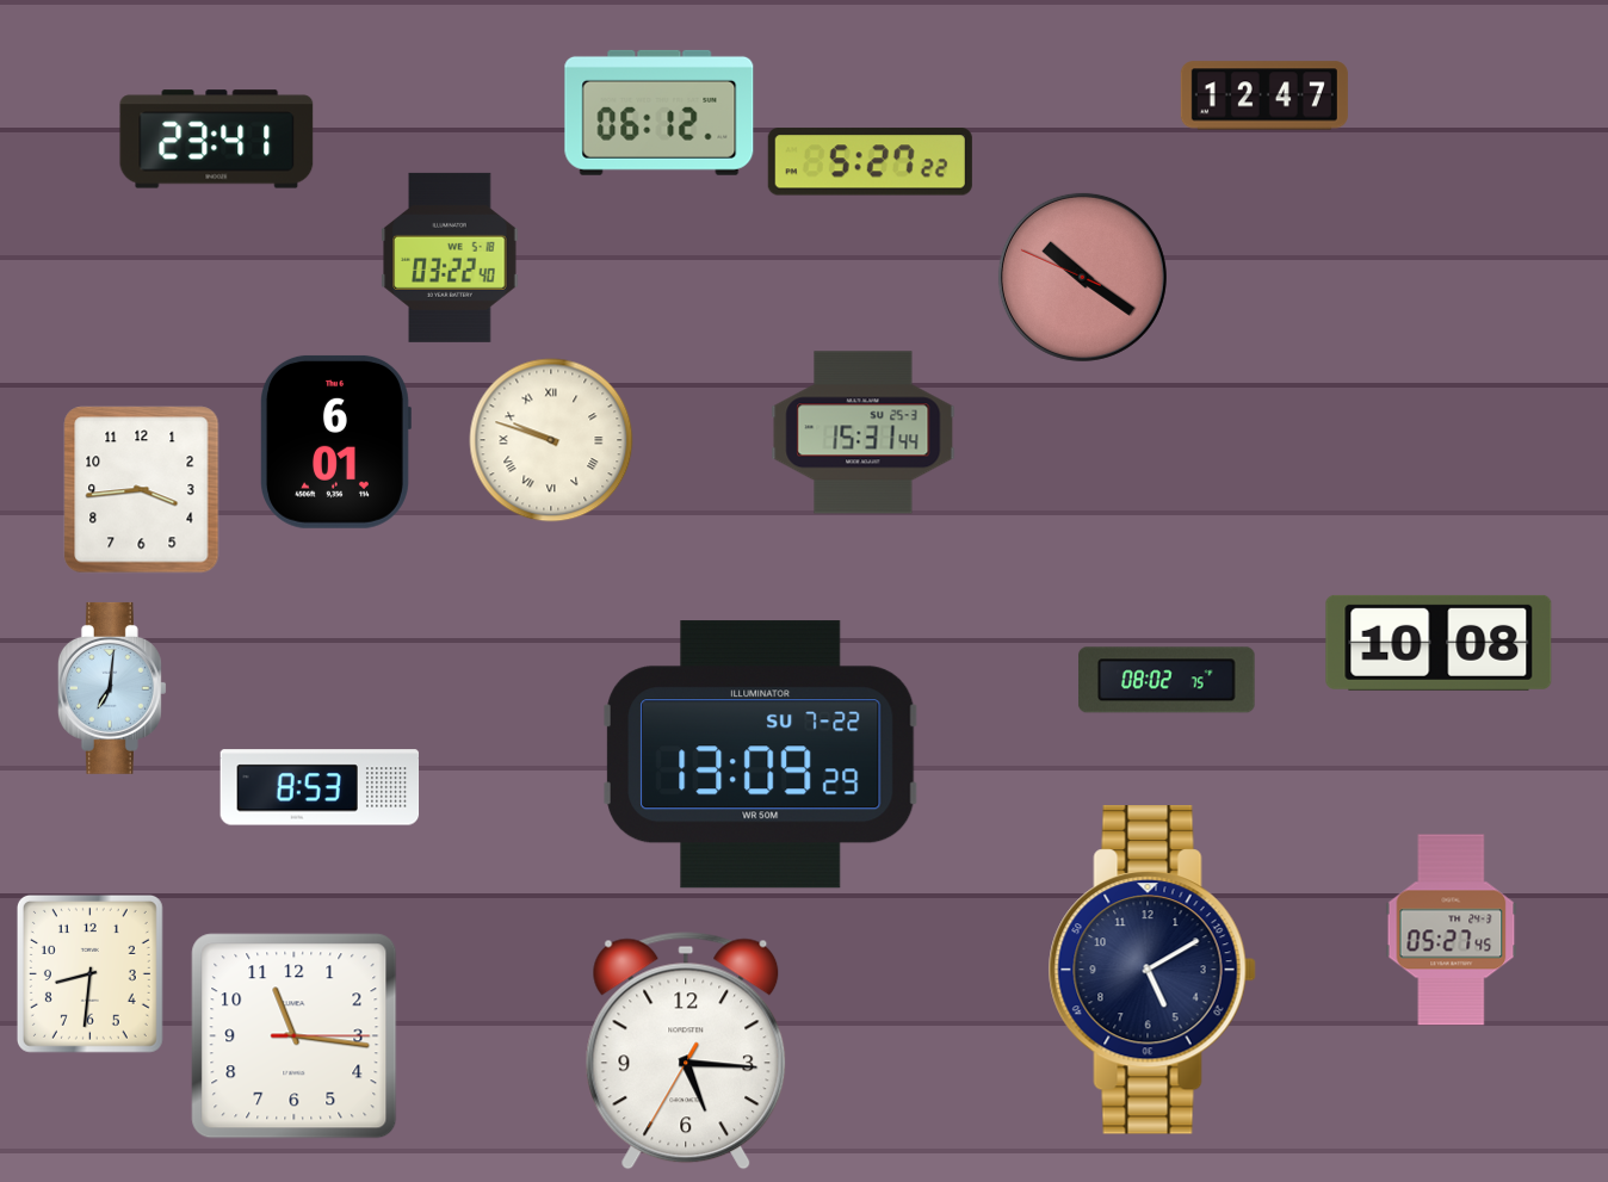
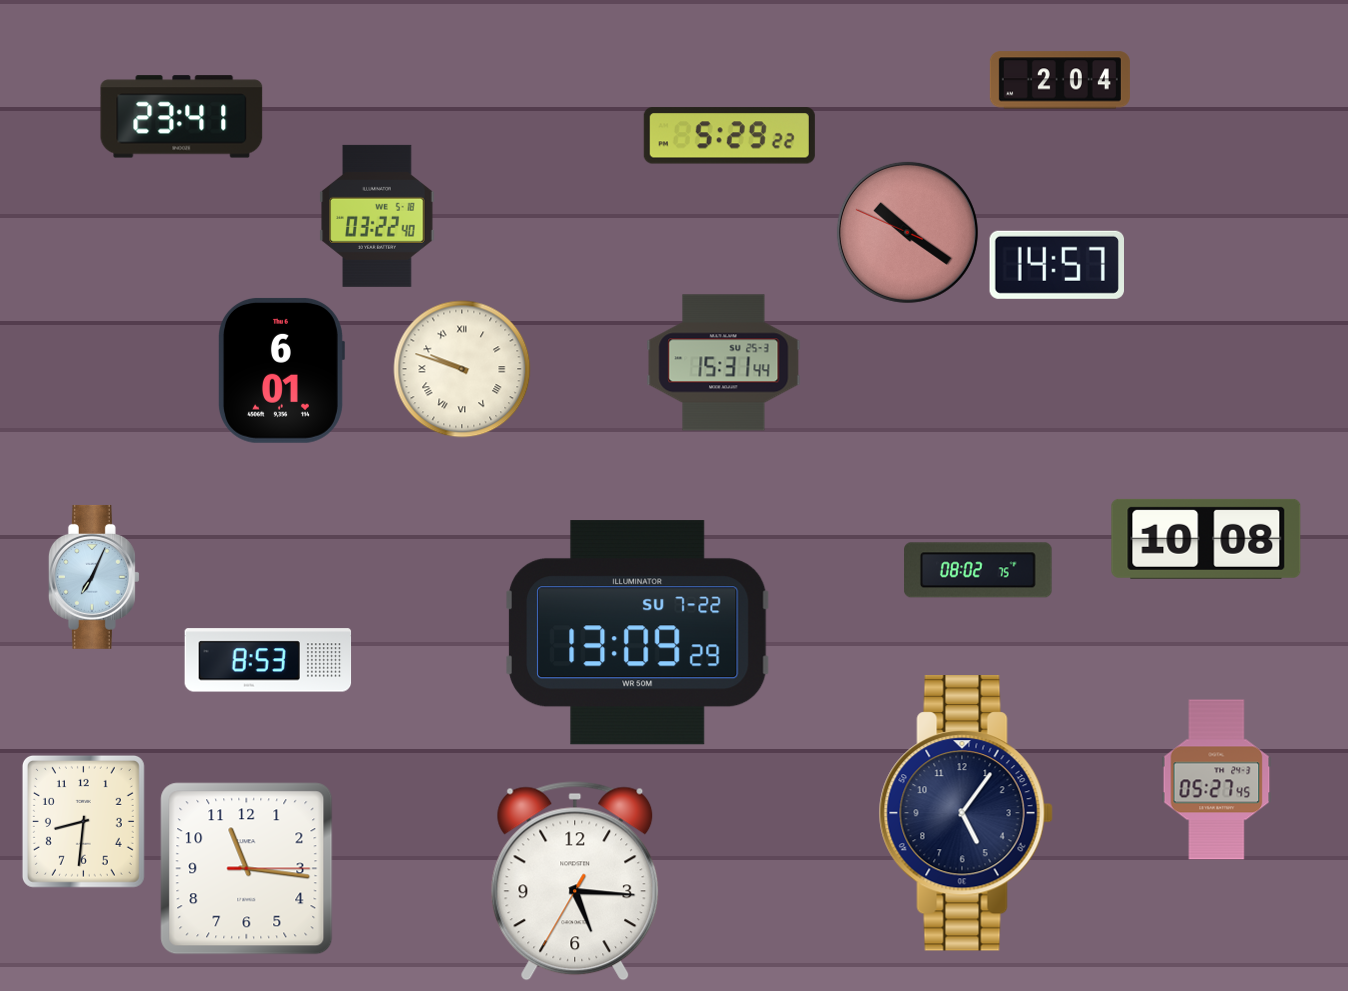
clock at (1264, 95): 12:47 -> 2:04
clock at (660, 112): 06:12 -> none
clock at (870, 162): 5:27 -> 5:29
clock at (1056, 265): none -> 14:57
clock at (142, 490): 3:44 -> none
clock at (112, 688): 7:01 -> 7:04
clock at (1152, 971): 5:10 -> 5:06
clock at (89, 973) position: (89, 973) -> (83, 821)
